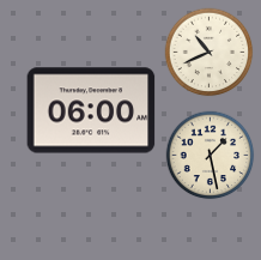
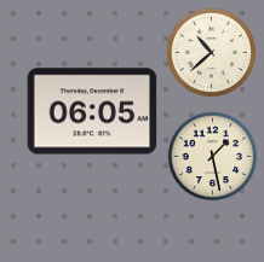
clock at (210, 53): 10:41 -> 10:38
clock at (91, 110): 06:00 -> 06:05
